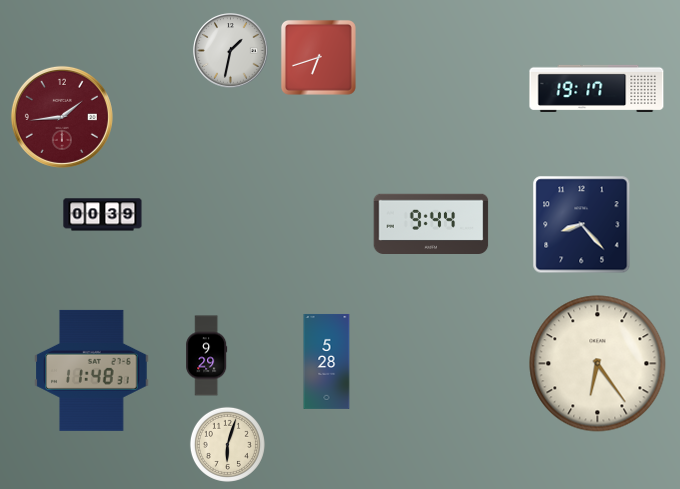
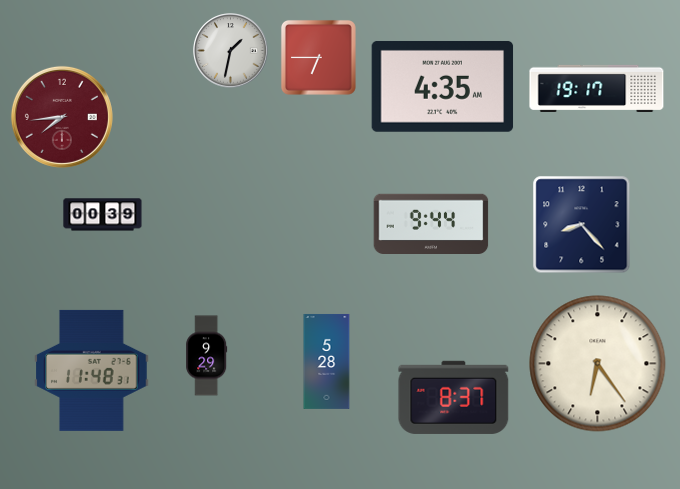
clock at (318, 57): 6:42 -> 6:45
clock at (443, 86): none -> 4:35
clock at (62, 117): 1:44 -> 7:44
clock at (454, 397): none -> 8:37
clock at (227, 444): 6:03 -> none
